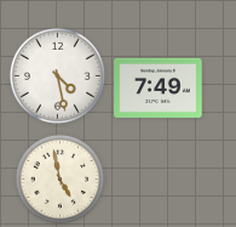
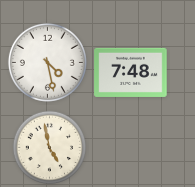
clock at (159, 87): 7:49 -> 7:48
